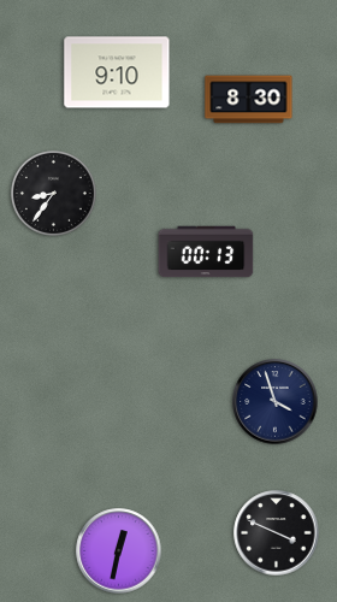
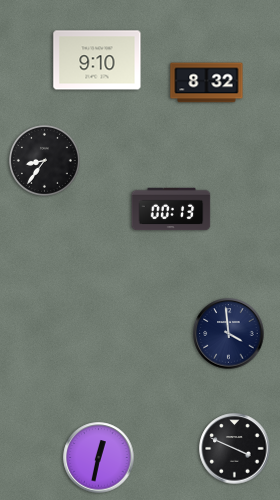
clock at (249, 100): 8:30 -> 8:32
clock at (276, 402): 3:57 -> 3:59
clock at (277, 533) position: (277, 533) -> (235, 449)
